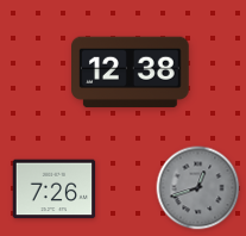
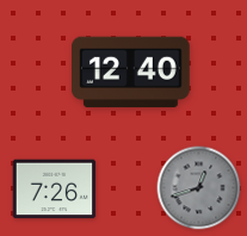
clock at (131, 73): 12:38 -> 12:40
